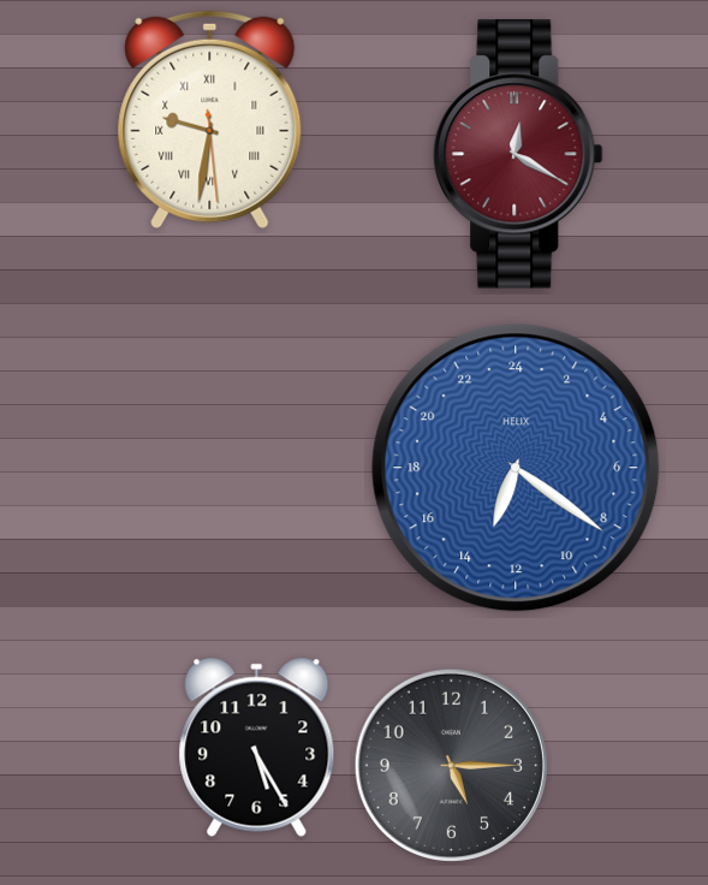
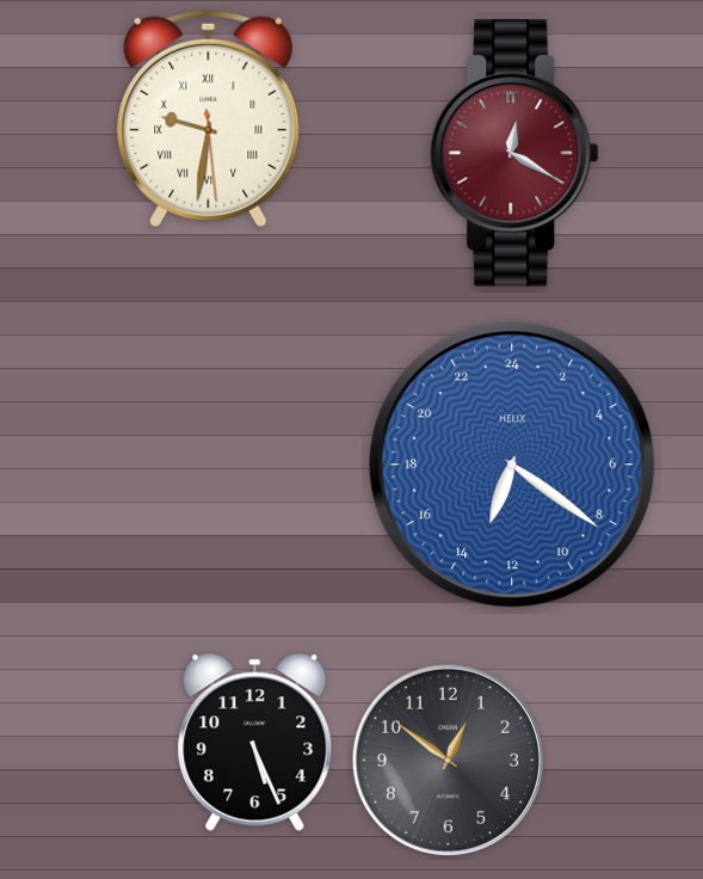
clock at (257, 747): 5:25 -> 5:26
clock at (451, 765): 5:15 -> 12:51
